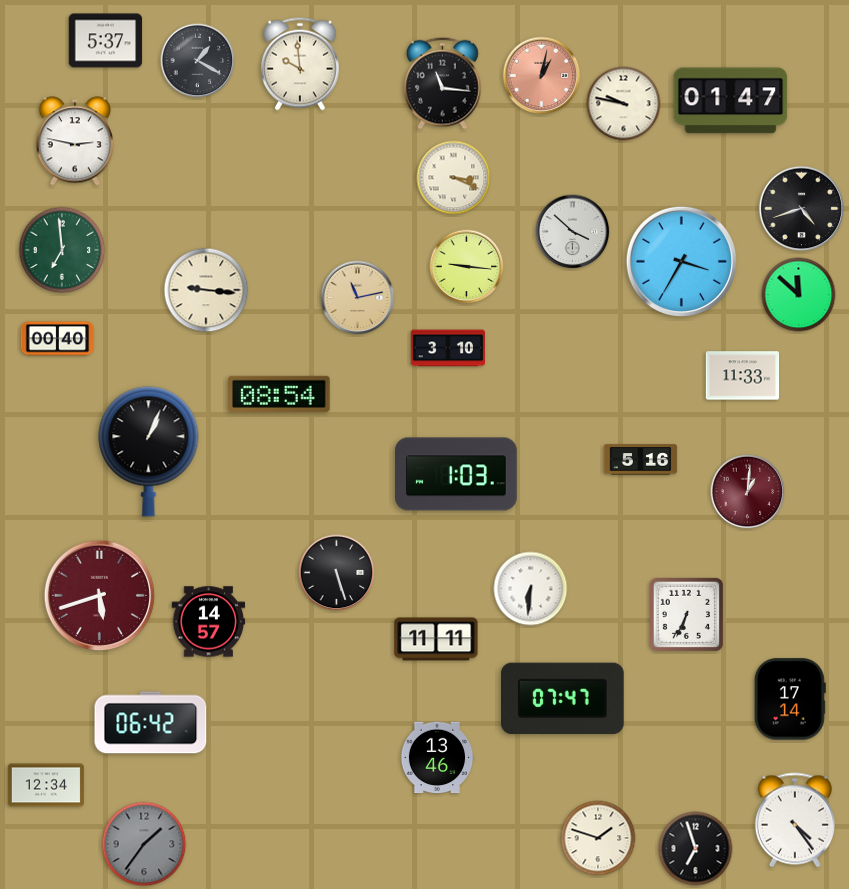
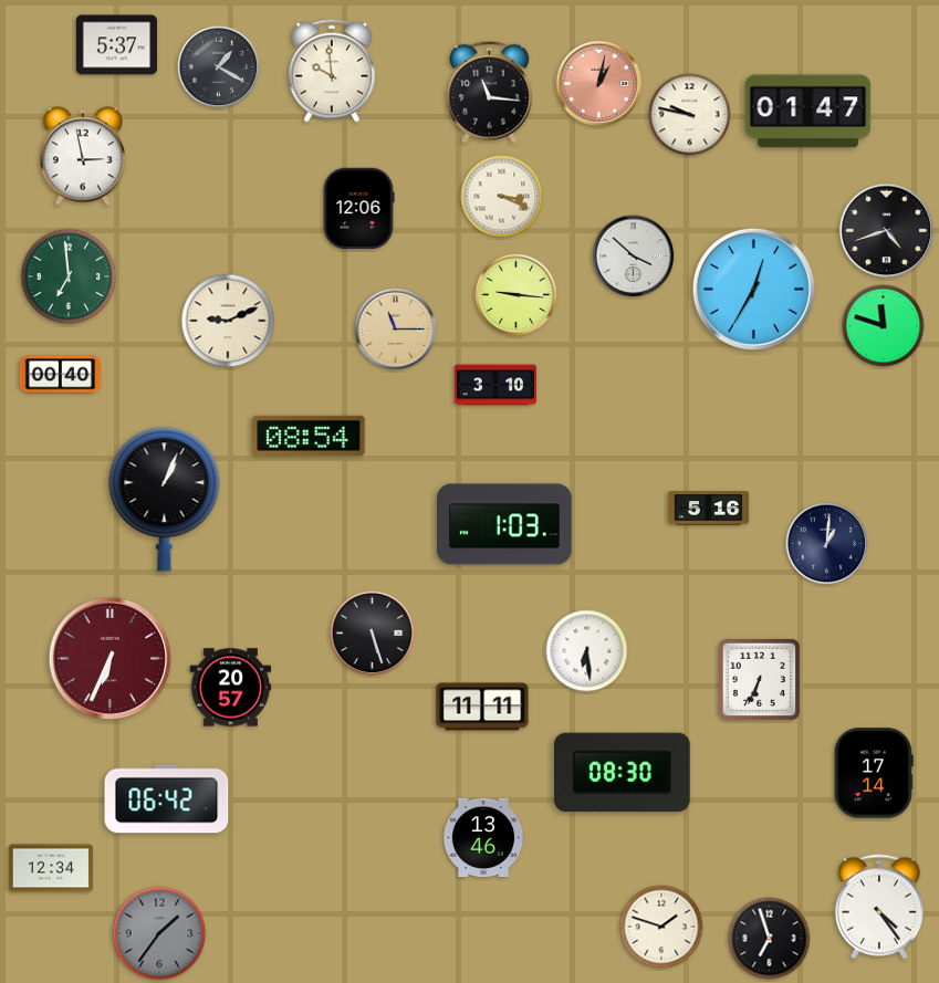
clock at (74, 141): 2:47 -> 2:58
clock at (358, 209): none -> 12:06
clock at (681, 261): 3:35 -> 12:35
clock at (206, 290): 9:16 -> 9:11
clock at (799, 295): 11:52 -> 11:48
clock at (358, 298): 11:13 -> 11:15
clock at (58, 339) position: (58, 339) -> (61, 375)
clock at (743, 376): 11:33 -> none
clock at (748, 492) dial: burgundy -> navy
clock at (531, 589): 6:31 -> 6:29
clock at (99, 595): 5:42 -> 6:34
clock at (209, 622): 14:57 -> 20:57
clock at (563, 699): 07:47 -> 08:30
